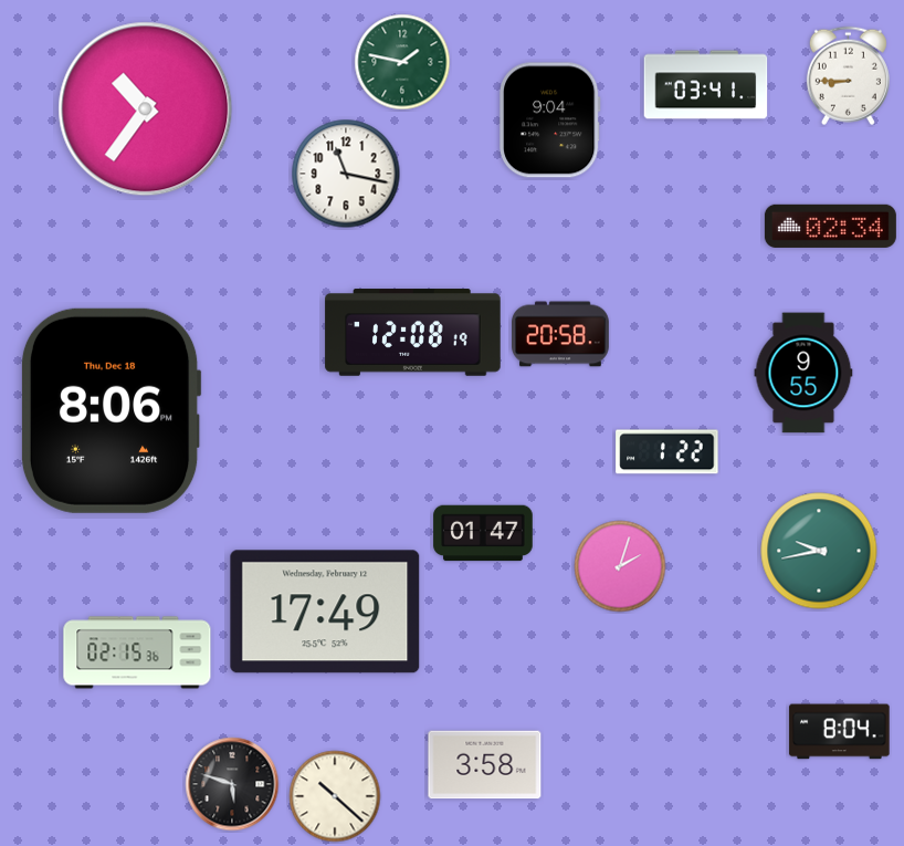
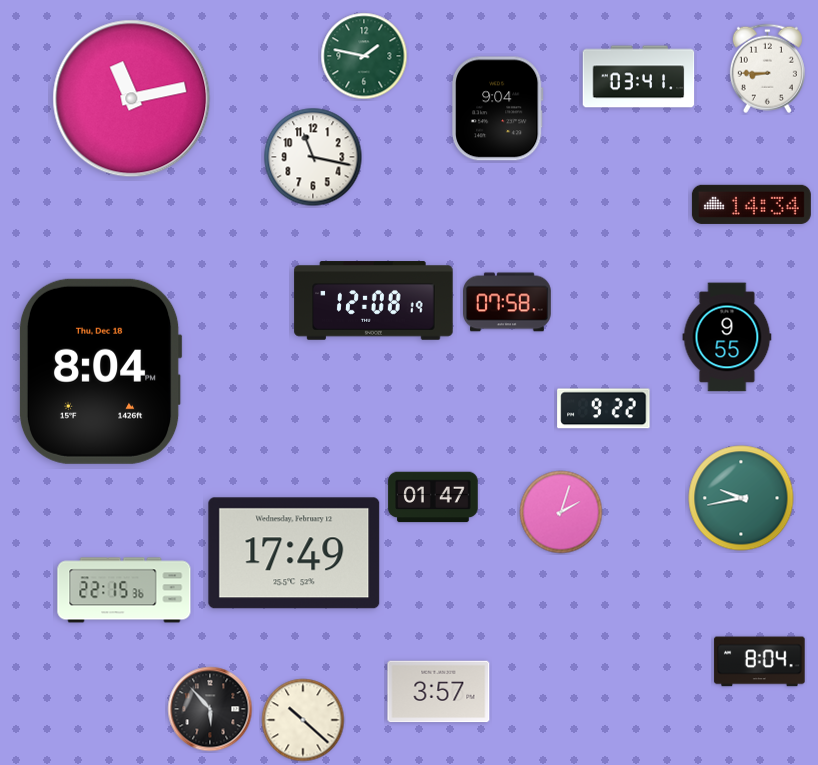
clock at (146, 109): 10:36 -> 11:13
clock at (830, 226): 02:34 -> 14:34
clock at (560, 334): 20:58 -> 07:58
clock at (111, 410): 8:06 -> 8:04
clock at (668, 452): 1:22 -> 9:22
clock at (483, 533) position: (483, 533) -> (433, 497)
clock at (137, 652): 02:15 -> 22:15
clock at (485, 765): 3:58 -> 3:57
clock at (232, 784): 5:48 -> 5:53
